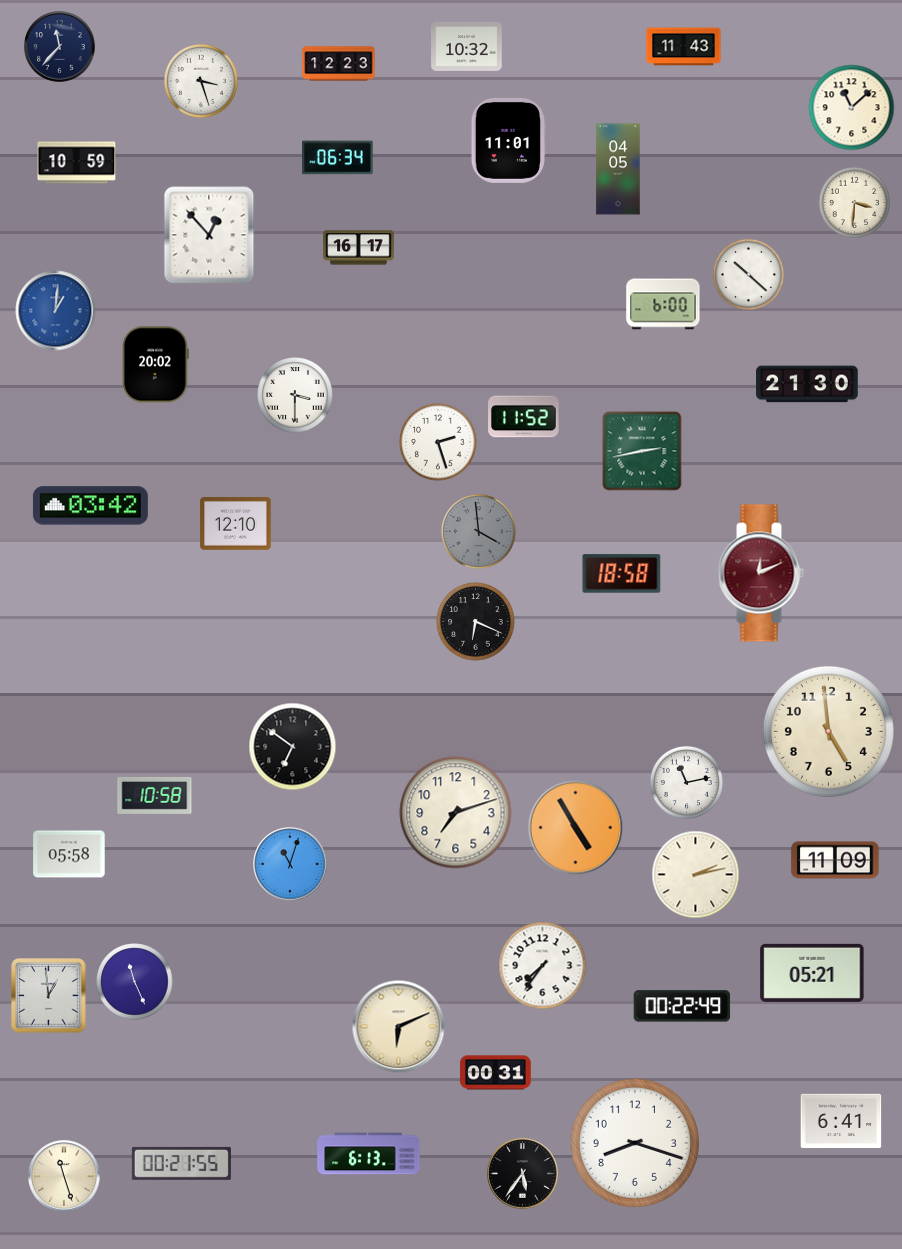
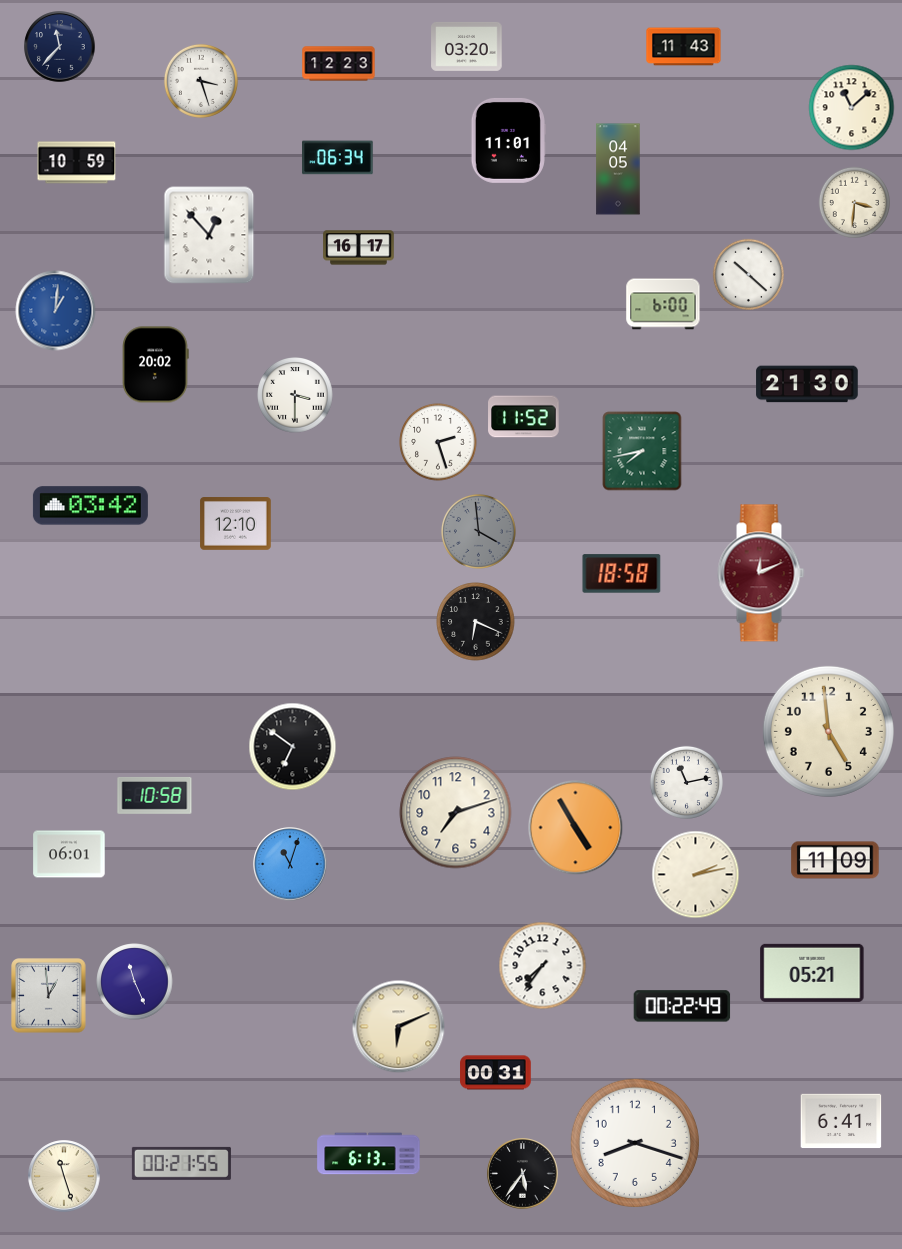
clock at (467, 46): 10:32 -> 03:20
clock at (642, 451): 2:43 -> 7:43
clock at (69, 854): 05:58 -> 06:01
